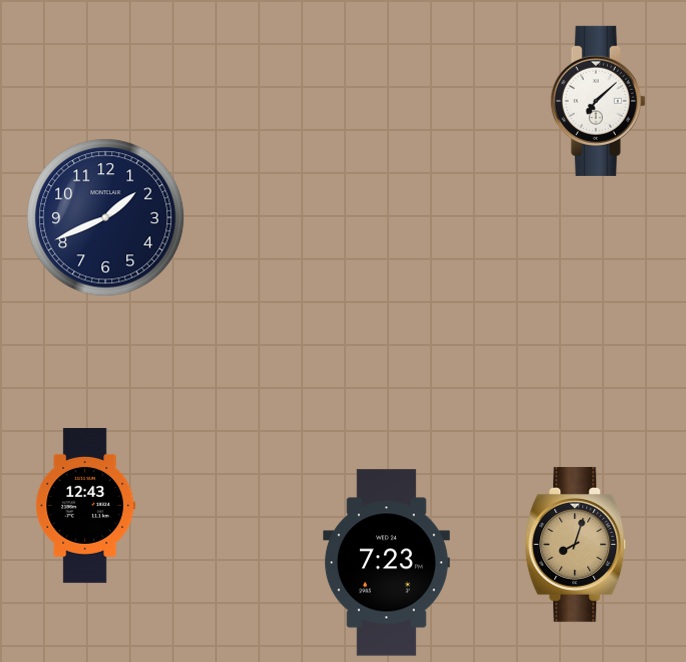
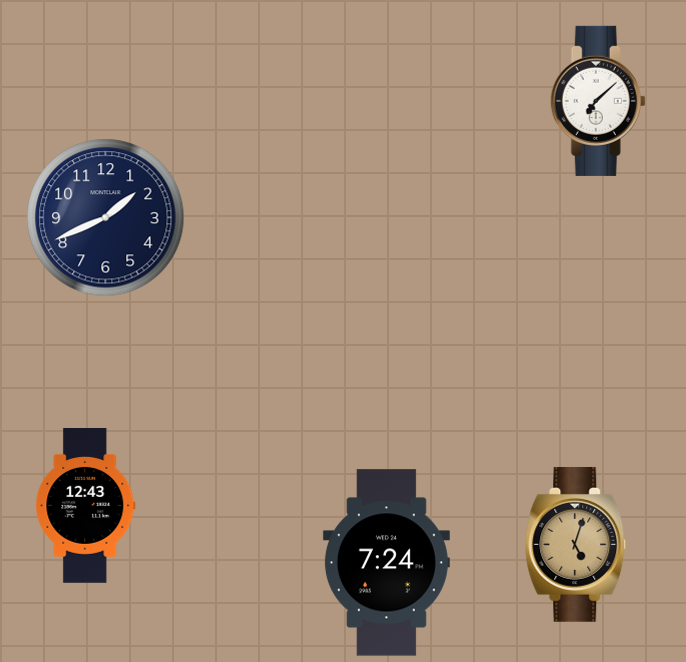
clock at (576, 544): 8:03 -> 5:03
clock at (386, 563): 7:23 -> 7:24
